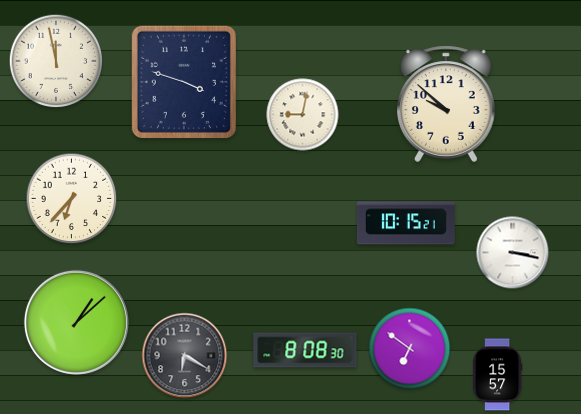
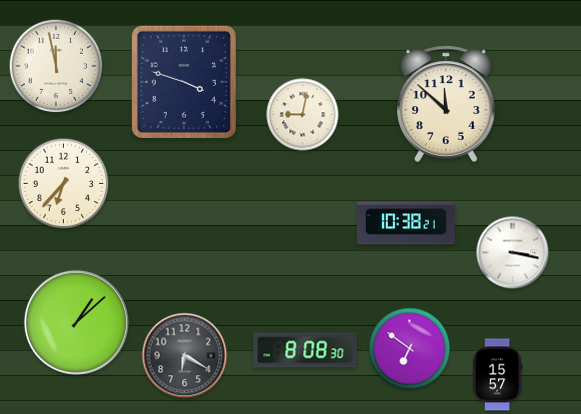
clock at (56, 61) position: (56, 61) -> (56, 66)
clock at (447, 104): 9:52 -> 11:52
clock at (72, 199) position: (72, 199) -> (64, 184)
clock at (406, 223): 10:15 -> 10:38
